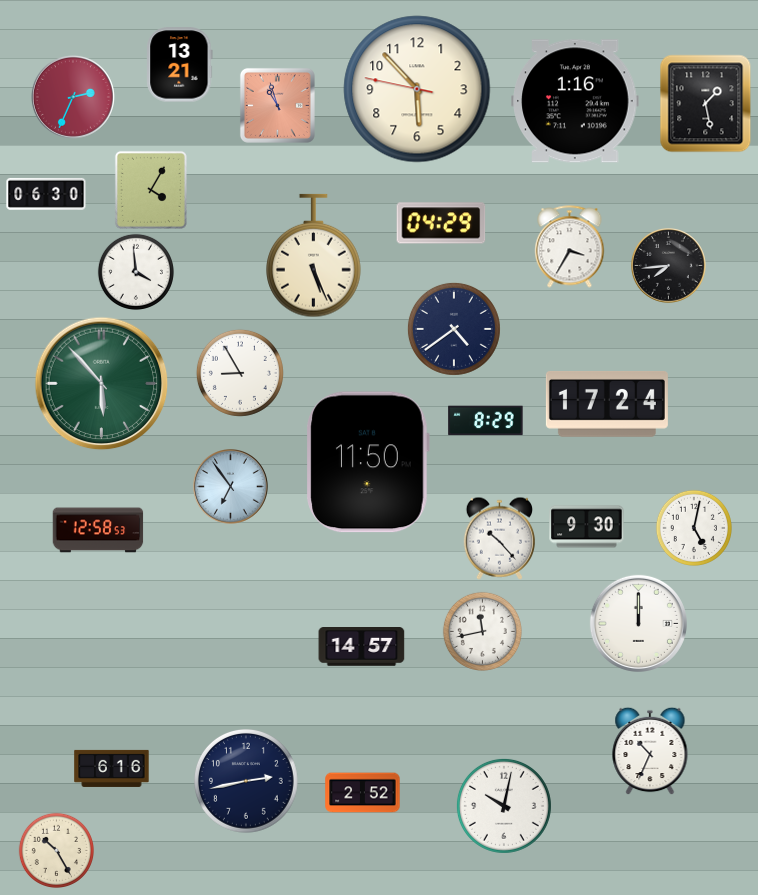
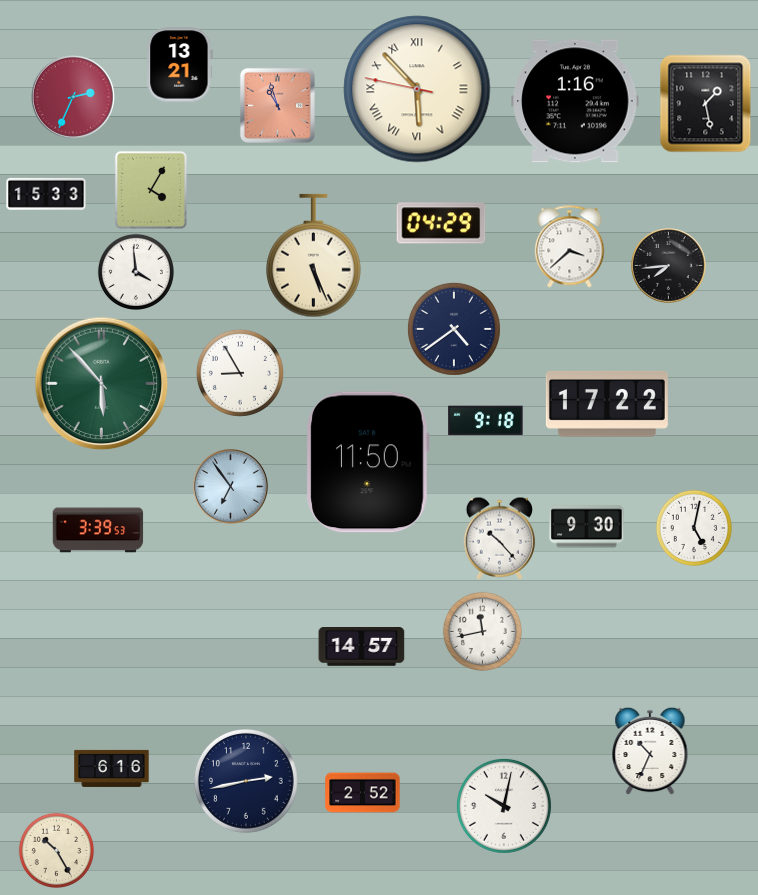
clock at (417, 89) numerals: Arabic -> Roman
clock at (46, 194): 06:30 -> 15:33
clock at (570, 247): 3:35 -> 3:38
clock at (607, 404): 17:24 -> 17:22
clock at (486, 421): 8:29 -> 9:18
clock at (98, 530): 12:58 -> 3:39
clock at (638, 623): 12:00 -> none
